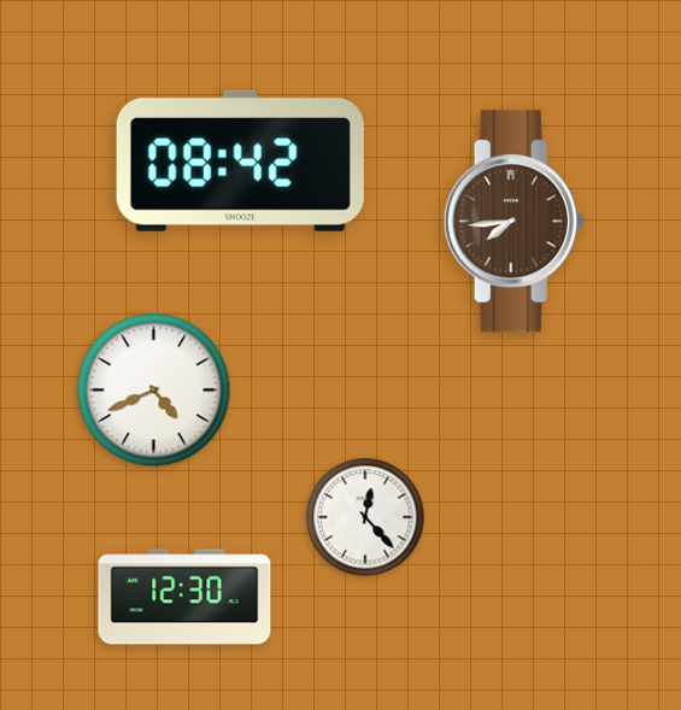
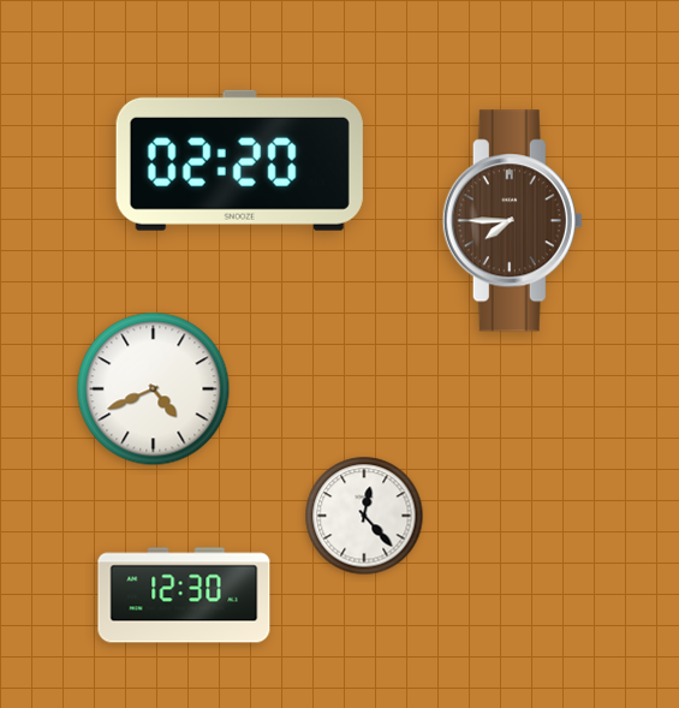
clock at (240, 160): 08:42 -> 02:20
clock at (513, 222): 7:44 -> 7:45
